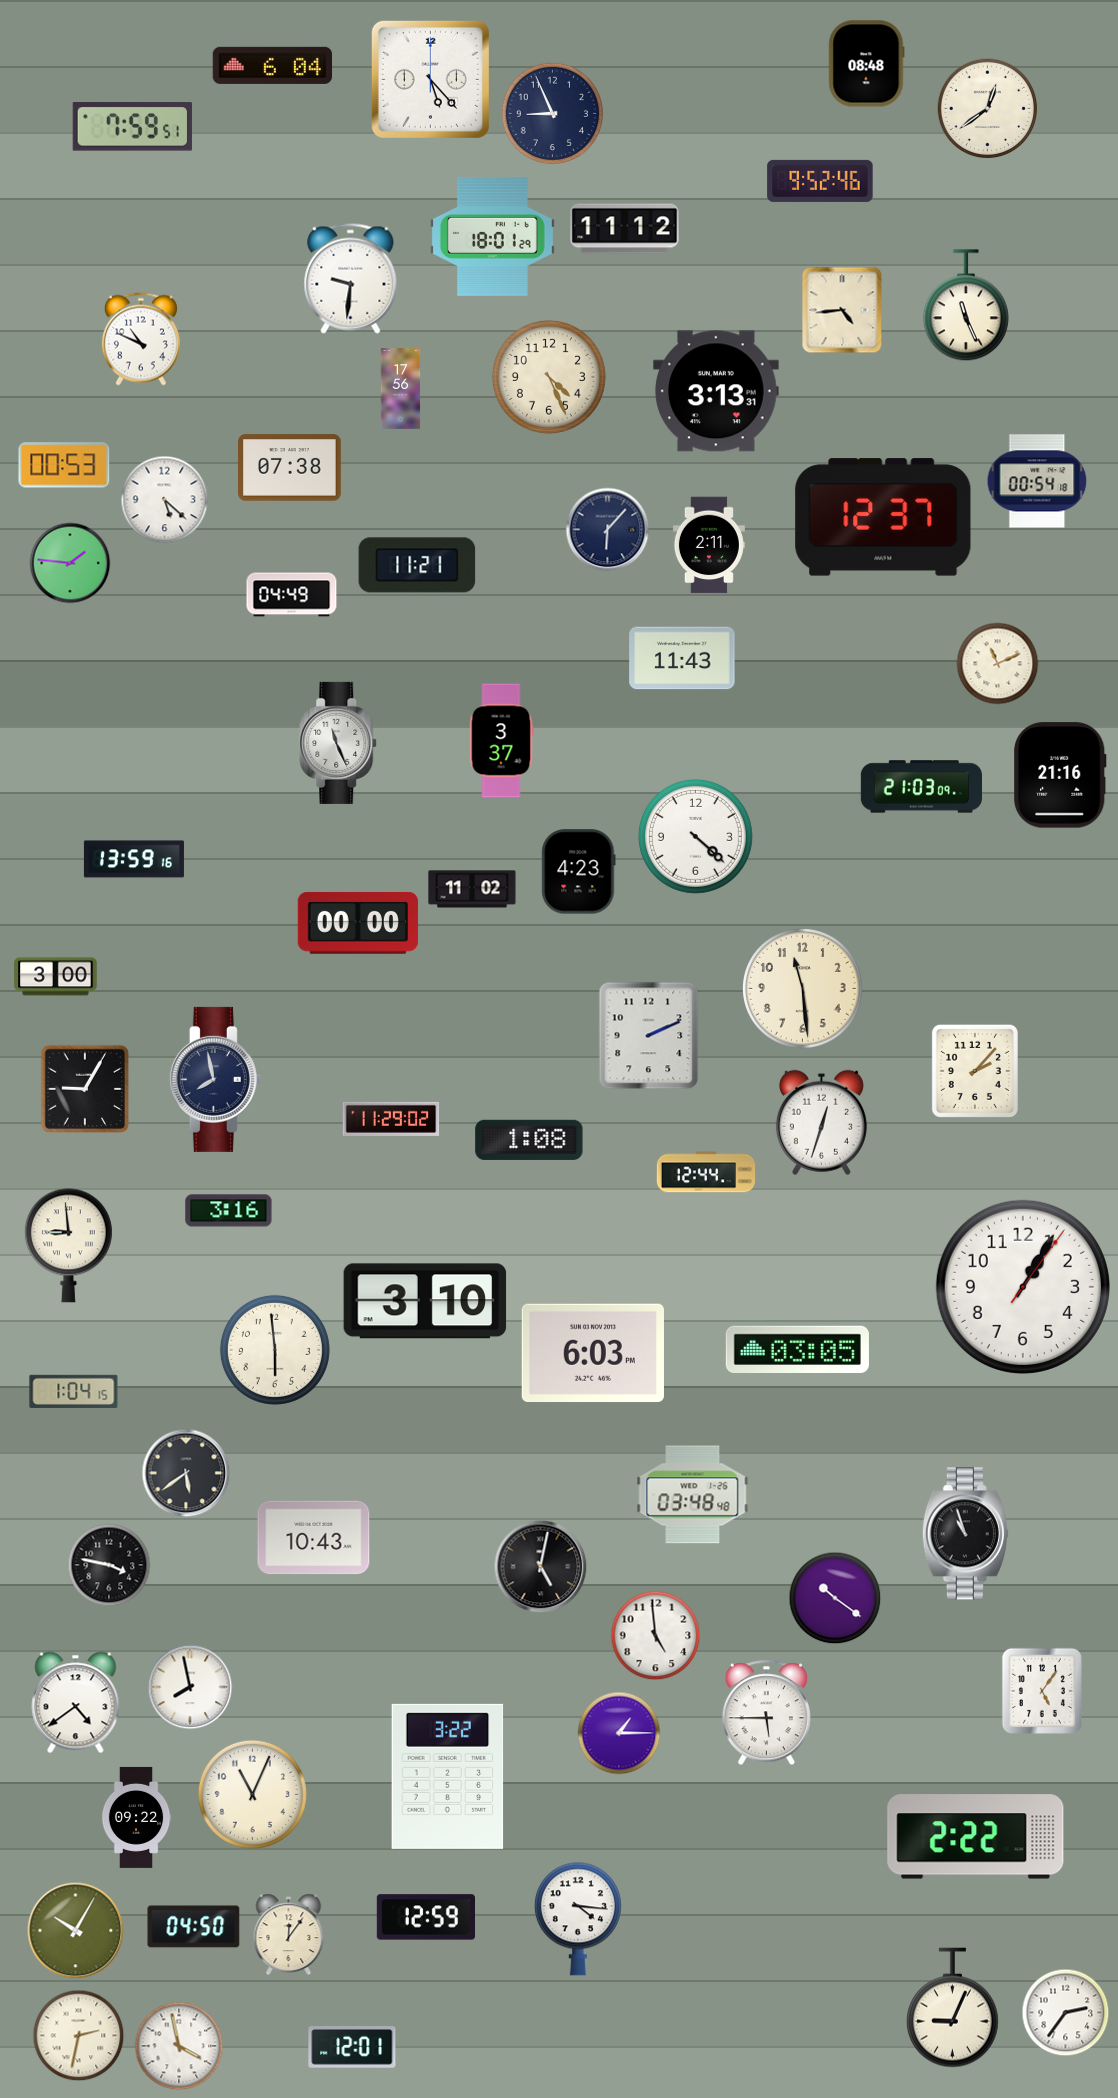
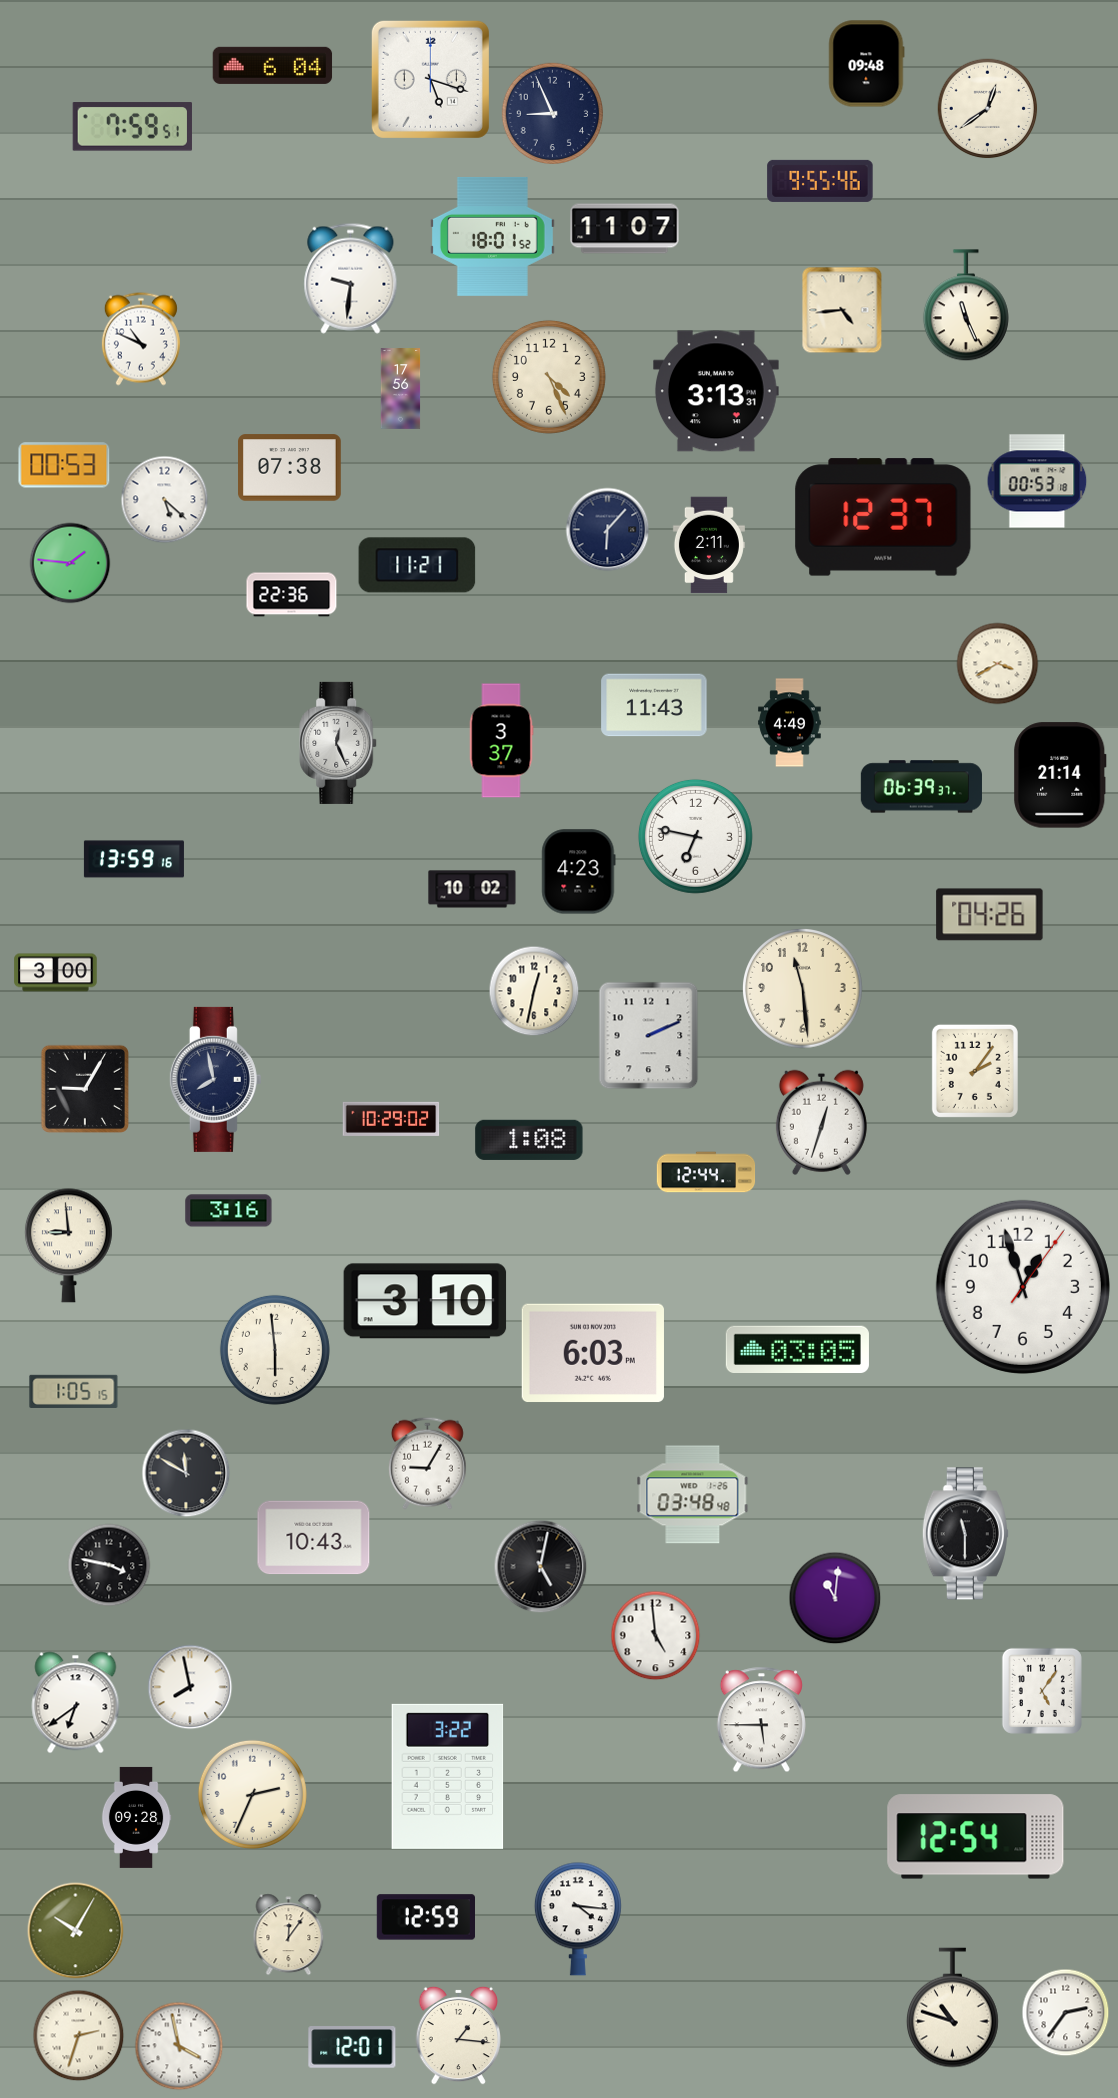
clock at (867, 64): 08:48 -> 09:48
clock at (430, 79): 5:23 -> 5:18
clock at (820, 181): 9:52 -> 9:55
clock at (625, 229): 11:12 -> 11:07
clock at (492, 236): 18:01:29 -> 18:01:52
clock at (1037, 481): 00:54 -> 00:53
clock at (292, 595): 04:49 -> 22:36
clock at (682, 658) position: (682, 658) -> (654, 705)
clock at (998, 664): 11:11 -> 3:40
clock at (790, 723): none -> 4:49
clock at (339, 743): 11:26 -> 12:26
clock at (1060, 775): 21:16 -> 21:14
clock at (921, 787): 21:03 -> 06:39
clock at (695, 836): 4:22 -> 6:47
clock at (472, 889): 11:02 -> 10:02
clock at (990, 915): none -> 04:26
clock at (358, 923): 00:00 -> none
clock at (56, 977) position: (56, 977) -> (56, 973)
clock at (534, 991): none -> 12:32
clock at (975, 1071): 2:07 -> 2:06
clock at (391, 1119): 11:29 -> 10:29
clock at (1023, 1287): 1:05 -> 12:57
clock at (74, 1391): 1:04 -> 1:05
clock at (427, 1463): none -> 9:05
clock at (186, 1473): 5:39 -> 11:50
clock at (965, 1534): 10:57 -> 11:30
clock at (835, 1598): 10:21 -> 11:01
clock at (76, 1703): 4:39 -> 6:39
clock at (766, 1713) position: (766, 1713) -> (761, 1720)
clock at (619, 1733): 1:15 -> none
clock at (252, 1794): 11:04 -> 2:34
clock at (136, 1817): 09:22 -> 09:28
clock at (976, 1837): 2:22 -> 12:54
clock at (194, 1927): 04:50 -> none
clock at (952, 2008): 9:04 -> 10:48
clock at (458, 2035): none -> 1:16
clock at (79, 2036): 2:32 -> 2:33
